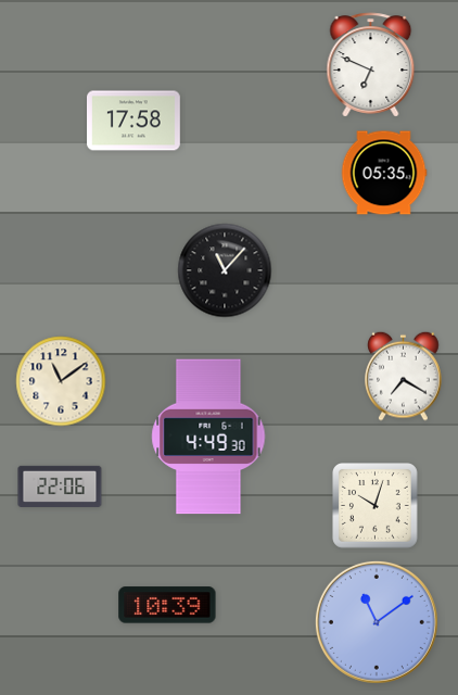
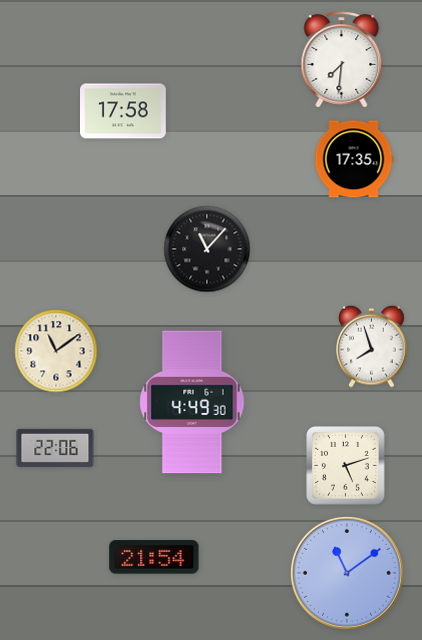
clock at (371, 65): 6:49 -> 7:31
clock at (384, 173): 05:35 -> 17:35
clock at (404, 376): 7:20 -> 7:57
clock at (376, 506): 10:03 -> 5:12
clock at (167, 605): 10:39 -> 21:54
